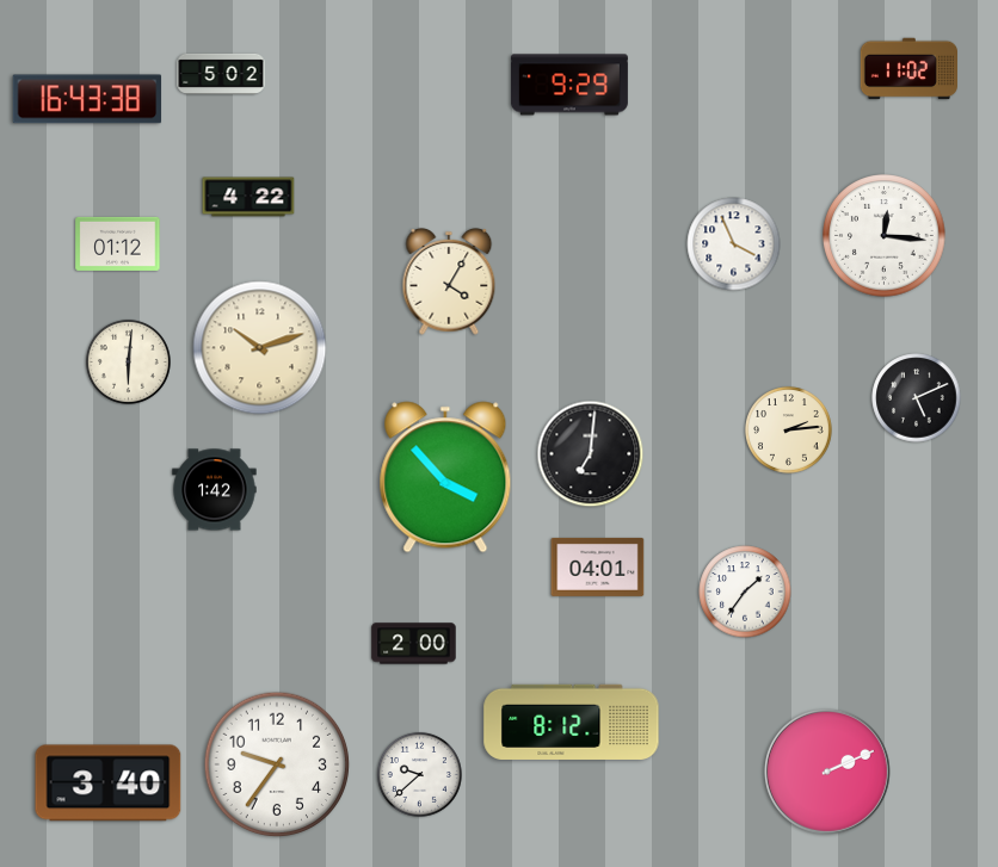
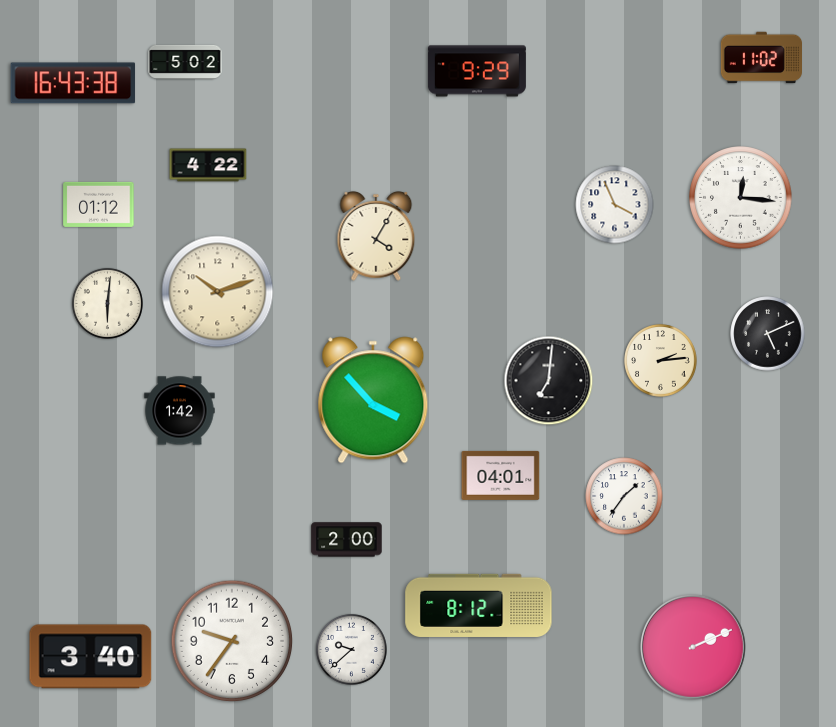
clock at (591, 454) position: (591, 454) -> (549, 381)
